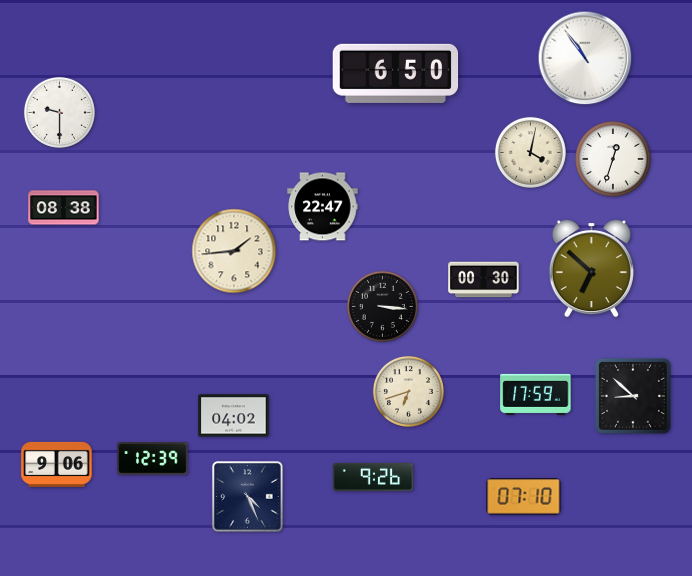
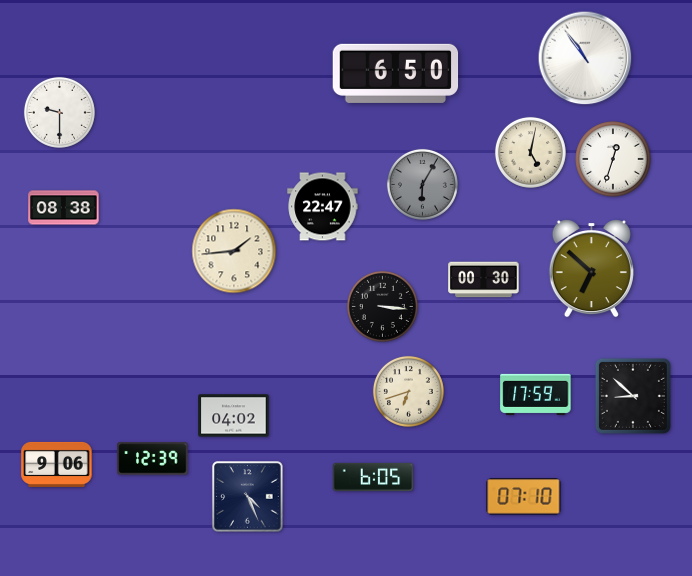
clock at (530, 152): 4:02 -> 5:02
clock at (422, 184): none -> 6:05
clock at (373, 477): 9:26 -> 6:05
